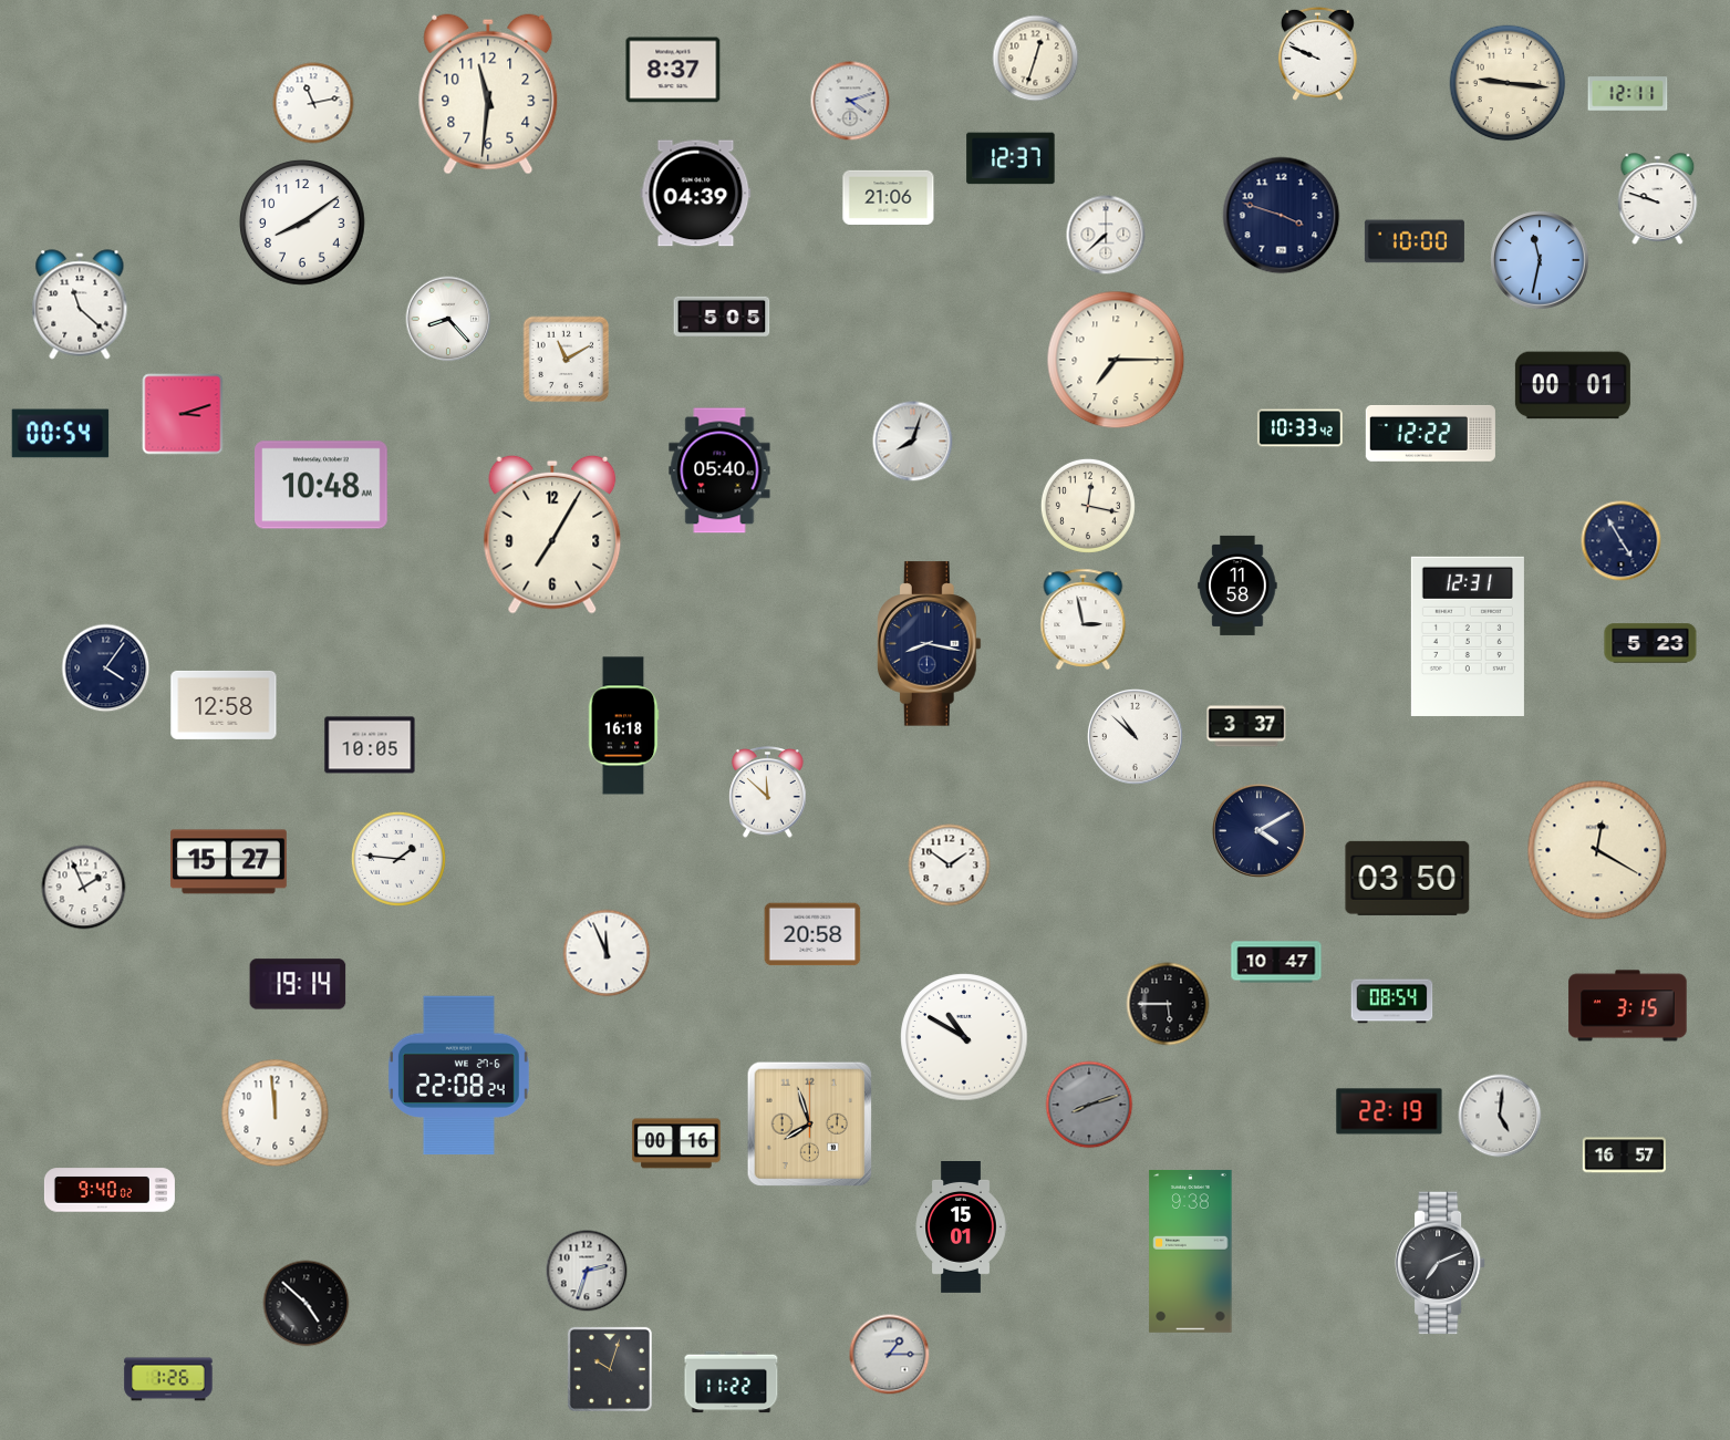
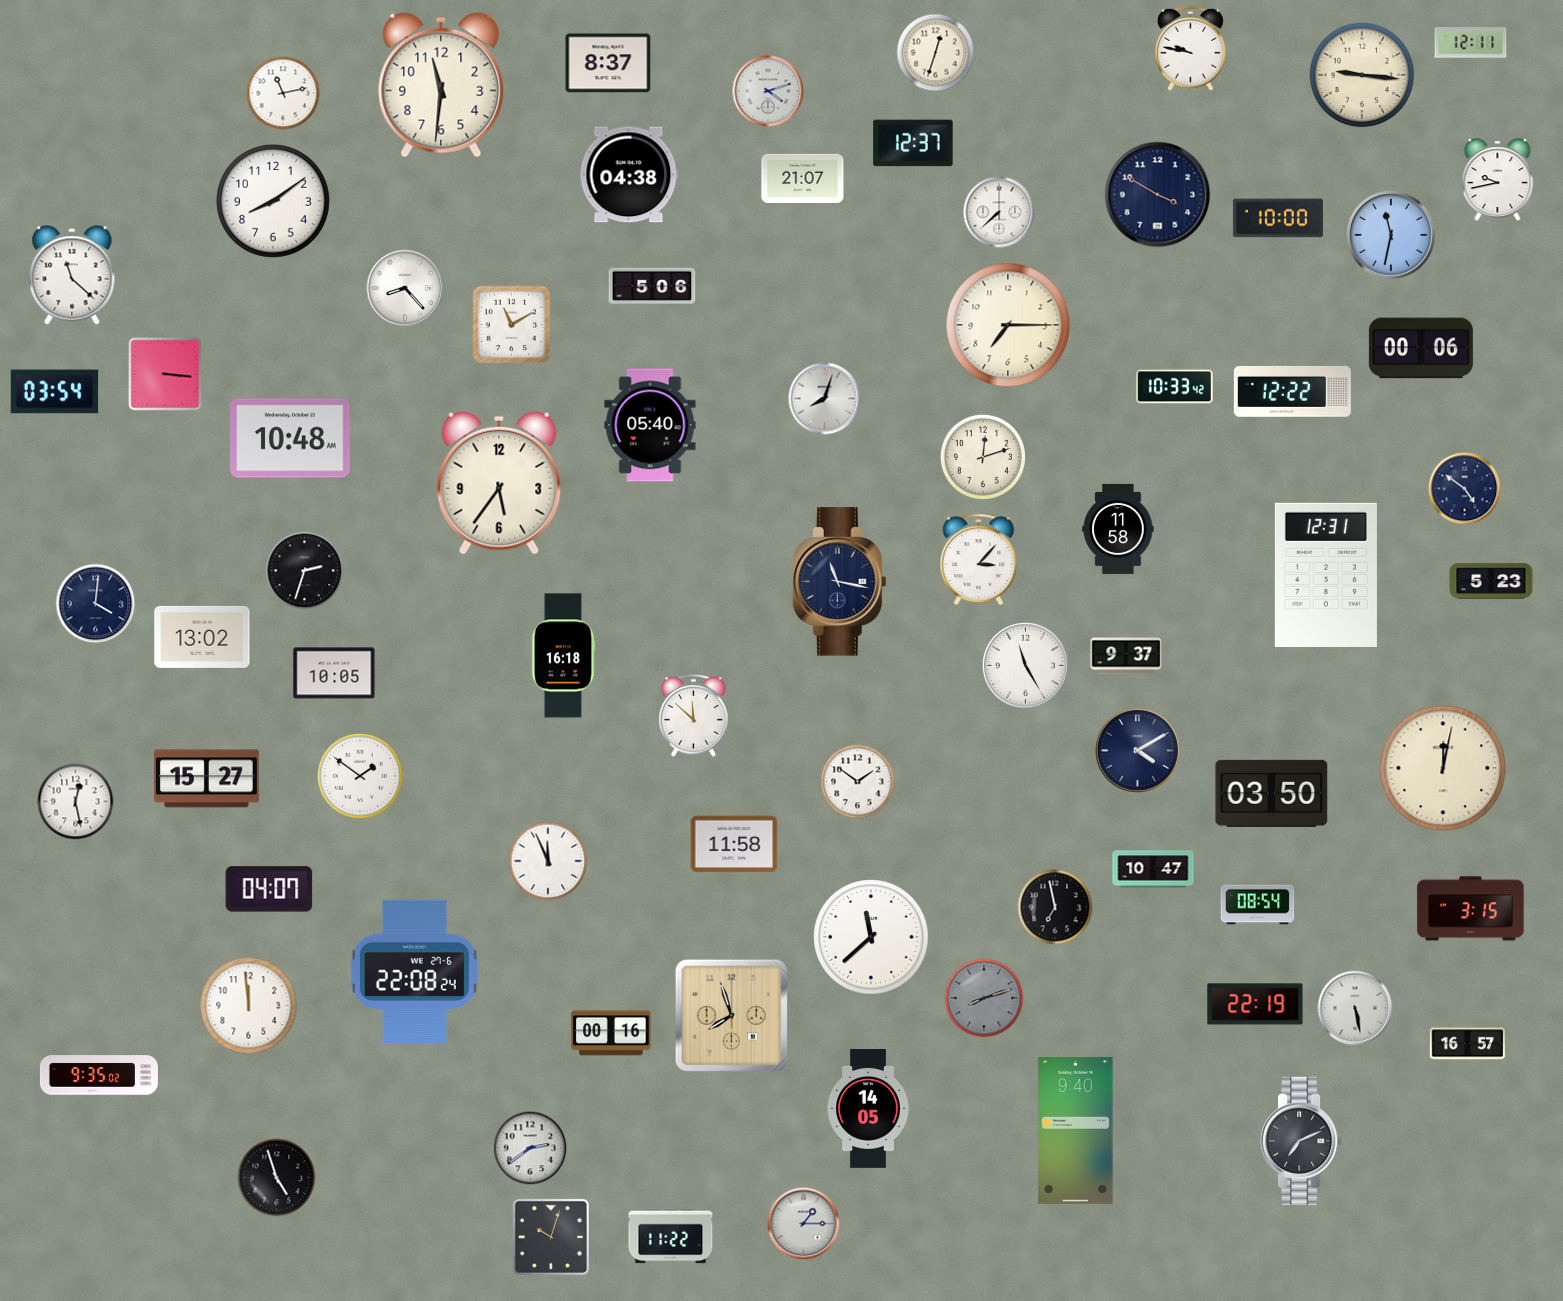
clock at (1317, 53): 9:49 -> 9:47
clock at (1628, 94) position: (1628, 94) -> (1471, 43)
clock at (696, 194): 04:39 -> 04:38
clock at (889, 197): 21:06 -> 21:07
clock at (1658, 199): 9:48 -> 9:43
clock at (1282, 216): 3:48 -> 3:50
clock at (722, 317): 5:05 -> 5:06
clock at (1573, 385): 00:01 -> 00:06
clock at (183, 414): 3:12 -> 3:16
clock at (61, 434): 00:54 -> 03:54
clock at (1088, 506): 12:17 -> 12:12
clock at (552, 535): 7:05 -> 5:36
clock at (1622, 541): 4:55 -> 4:51
clock at (1084, 620): 2:58 -> 3:07
clock at (305, 571): none -> 2:33
clock at (929, 644): 8:17 -> 11:17
clock at (106, 669): 4:06 -> 4:01
clock at (224, 705): 12:58 -> 13:02
clock at (1246, 726): 3:37 -> 9:37
clock at (1135, 736): 10:52 -> 11:25
clock at (1597, 850): 12:20 -> 12:02
clock at (398, 859): 1:46 -> 1:51
clock at (84, 888): 1:56 -> 12:28
clock at (812, 934): 20:58 -> 11:58
clock at (298, 984): 19:14 -> 04:07
clock at (1168, 1004): 5:45 -> 6:58
clock at (964, 1037): 10:50 -> 11:38
clock at (1500, 1116): 5:01 -> 5:28
clock at (110, 1190): 9:40 -> 9:35
clock at (961, 1227): 15:01 -> 14:05
clock at (1191, 1251): 9:38 -> 9:40
clock at (587, 1271): 2:33 -> 2:39
clock at (307, 1304): 4:52 -> 4:57
clock at (168, 1379): 1:26 -> none
clock at (732, 1382) position: (732, 1382) -> (671, 1236)
